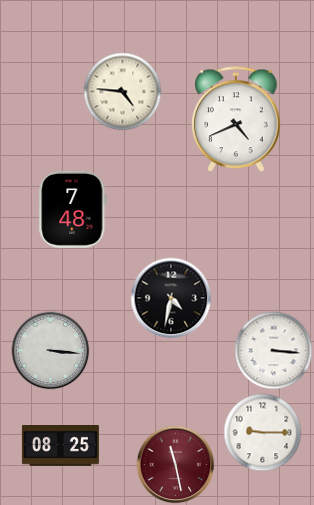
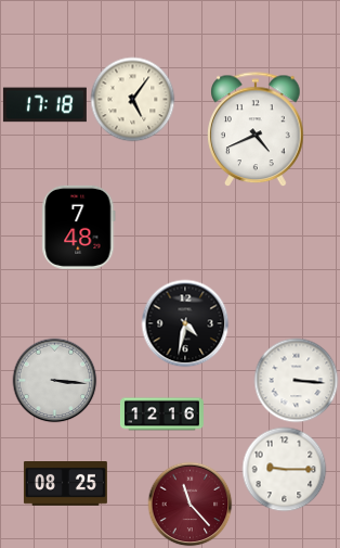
clock at (122, 91): 4:46 -> 5:06
clock at (44, 105): none -> 17:18
clock at (161, 415): none -> 12:16
clock at (175, 464): 11:28 -> 11:23
